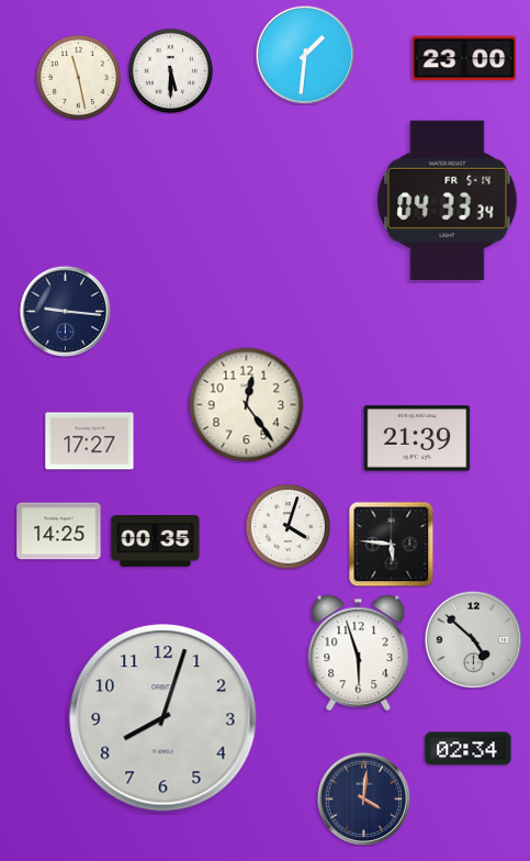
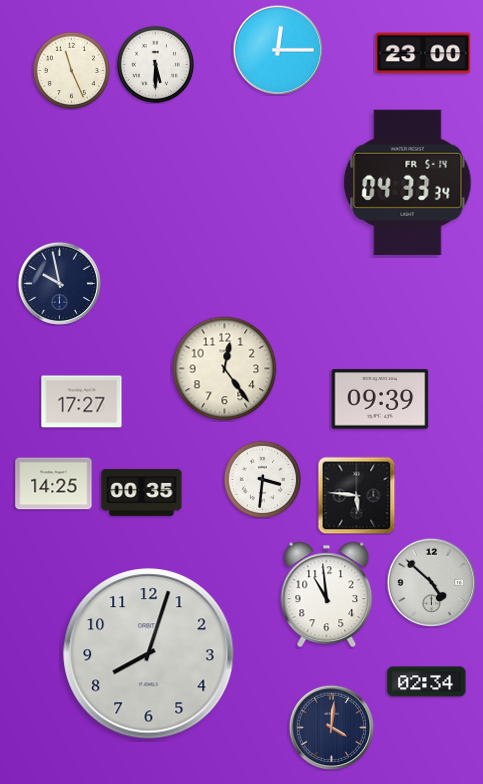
clock at (305, 55): 1:31 -> 12:15
clock at (78, 77): 11:28 -> 11:26
clock at (65, 311): 9:16 -> 9:58
clock at (417, 438): 21:39 -> 09:39
clock at (287, 526): 4:03 -> 3:31
clock at (359, 653): 5:57 -> 10:59
